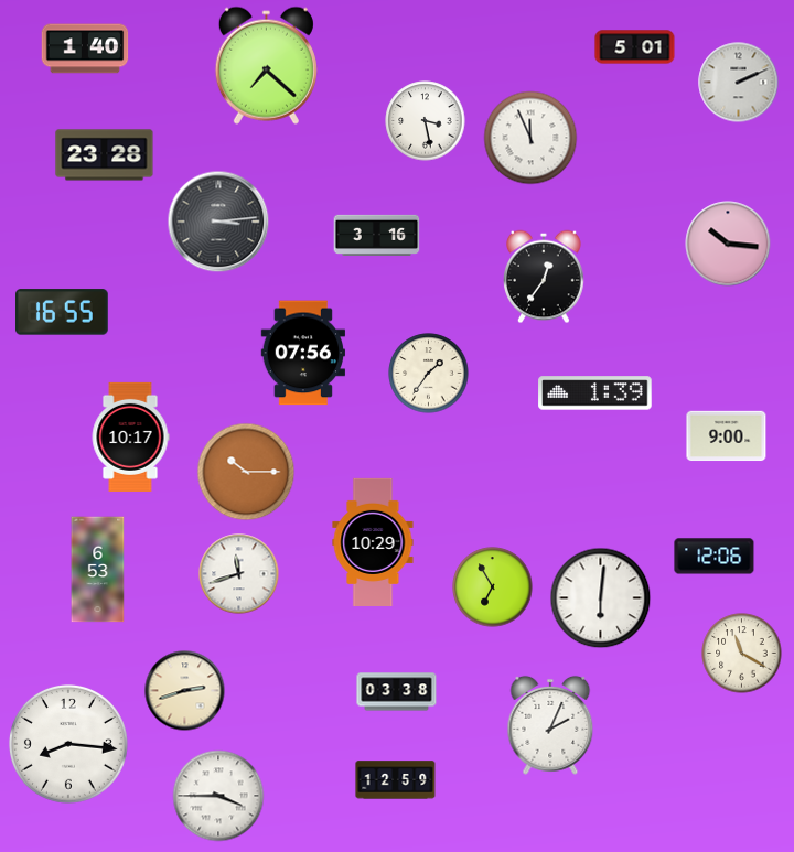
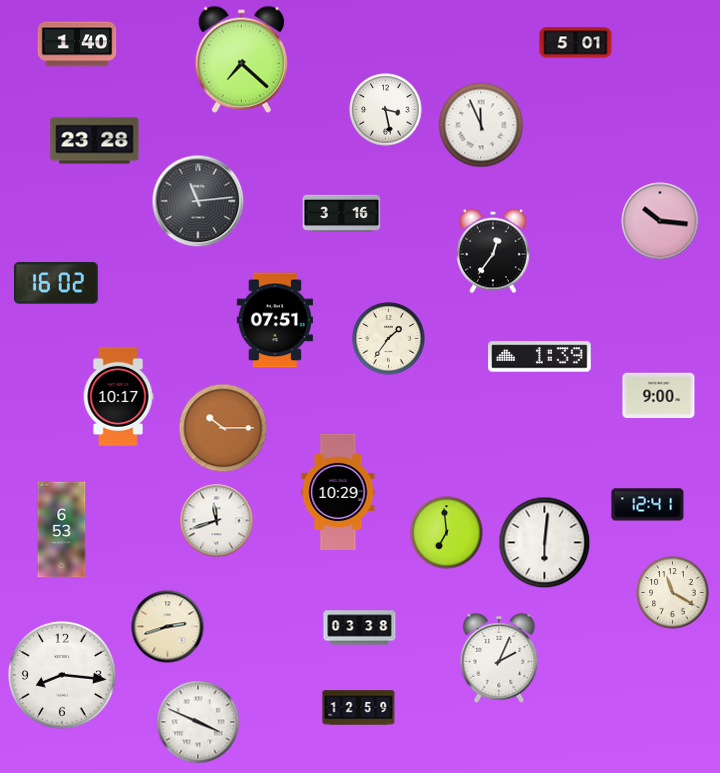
clock at (739, 83): 2:11 -> none
clock at (218, 222): 3:14 -> 11:14
clock at (63, 312): 16:55 -> 16:02
clock at (302, 353): 07:56 -> 07:51
clock at (715, 557): 12:06 -> 12:41
clock at (98, 570) position: (98, 570) -> (62, 530)
clock at (493, 587): 6:55 -> 6:59
clock at (218, 796): 3:45 -> 3:49
